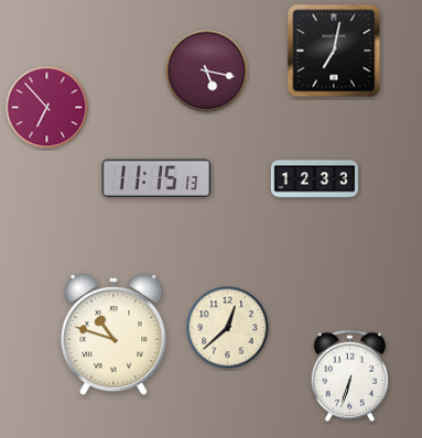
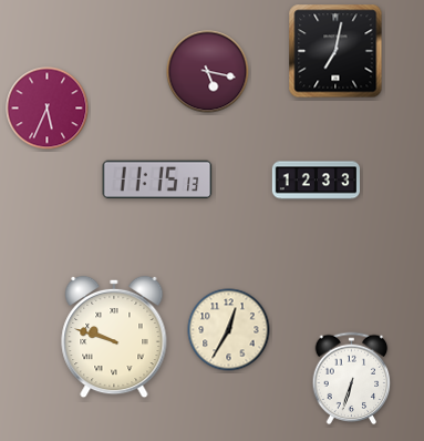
clock at (47, 108): 6:53 -> 5:34
clock at (228, 328): 12:38 -> 12:35
clock at (113, 335): 10:48 -> 9:48
